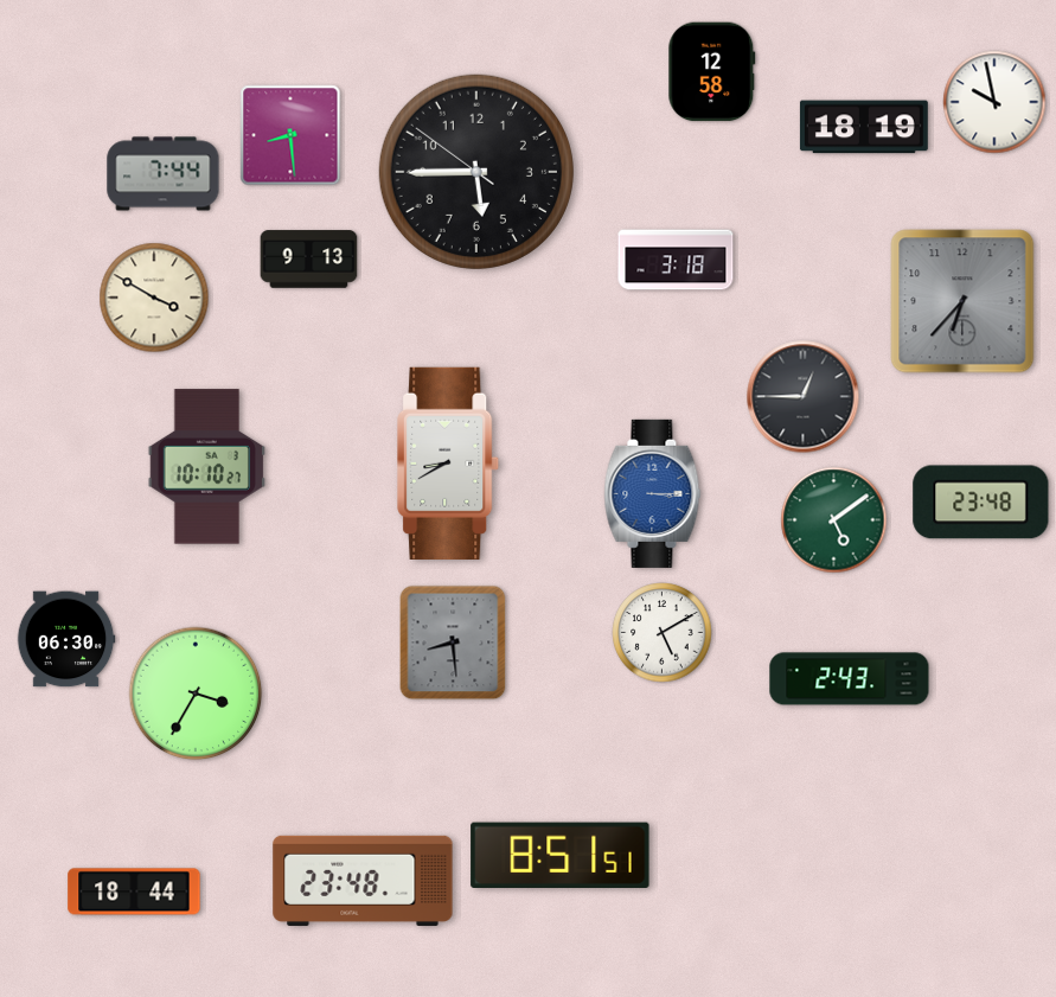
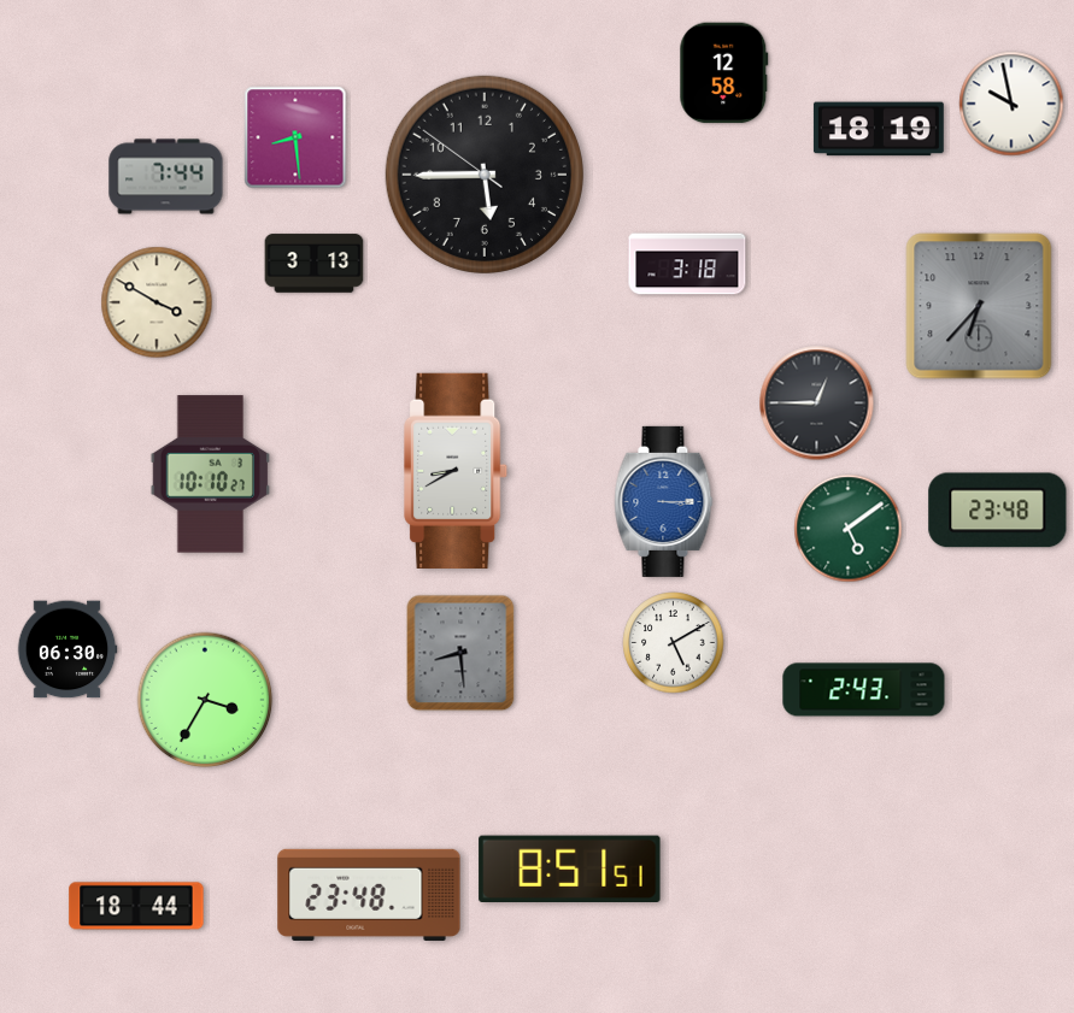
clock at (309, 260): 9:13 -> 3:13
clock at (196, 694) position: (196, 694) -> (205, 700)
